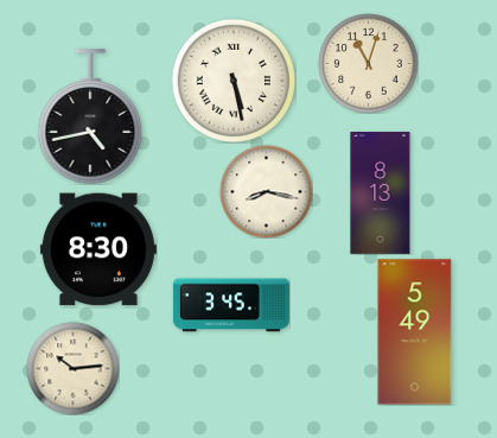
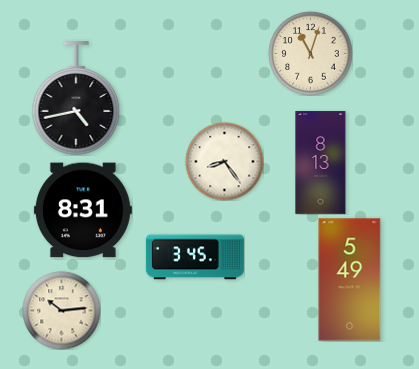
clock at (232, 80): 5:28 -> none
clock at (266, 191): 8:17 -> 8:24
clock at (98, 249): 8:30 -> 8:31
